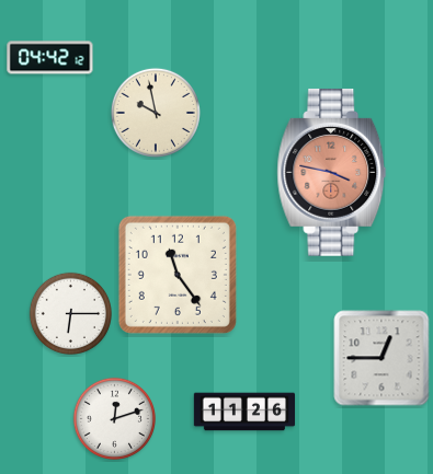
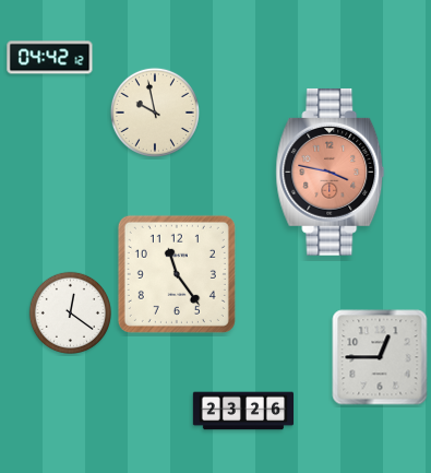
clock at (70, 313): 6:15 -> 12:21
clock at (244, 412): 11:26 -> 23:26
clock at (114, 418): 12:12 -> none
